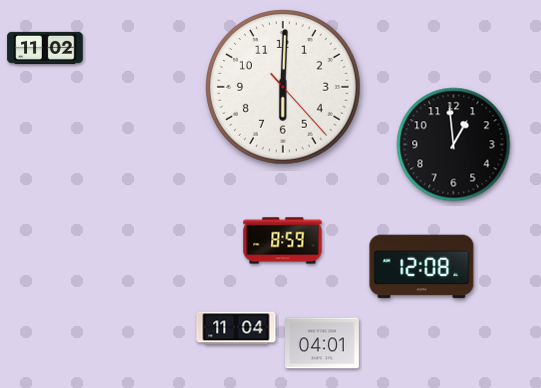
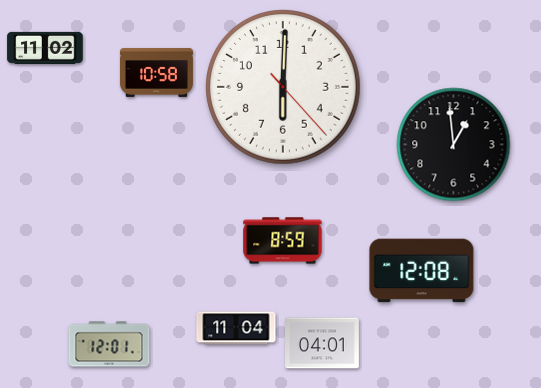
clock at (156, 72): none -> 10:58
clock at (422, 267) position: (422, 267) -> (422, 271)
clock at (109, 344): none -> 12:01
